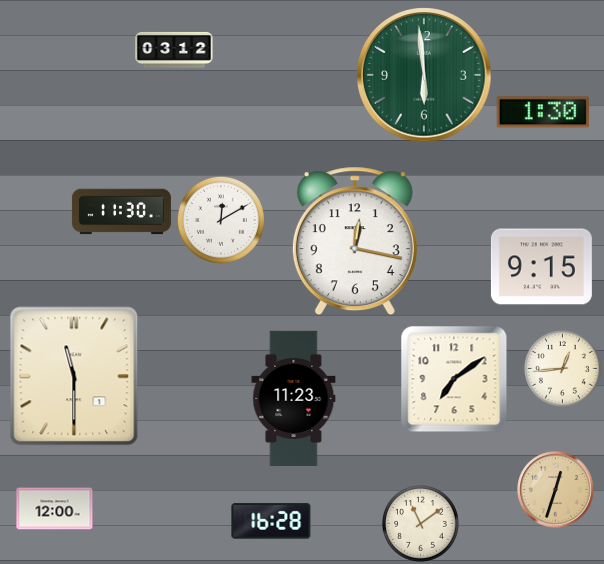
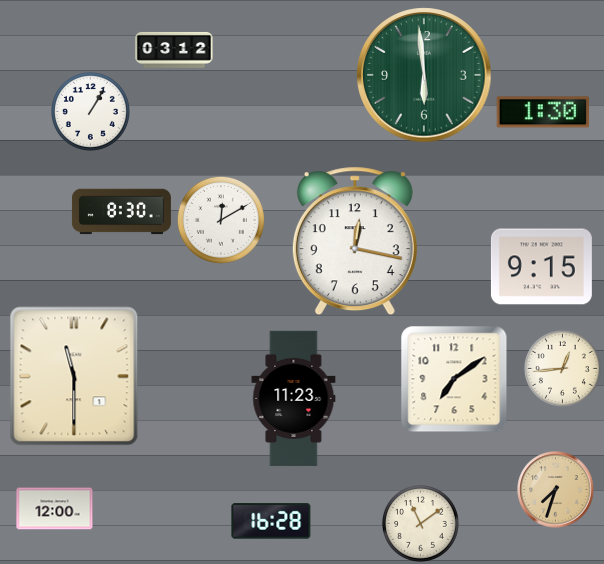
clock at (90, 111): none -> 1:05
clock at (121, 212): 11:30 -> 8:30
clock at (556, 490): 12:33 -> 7:33
